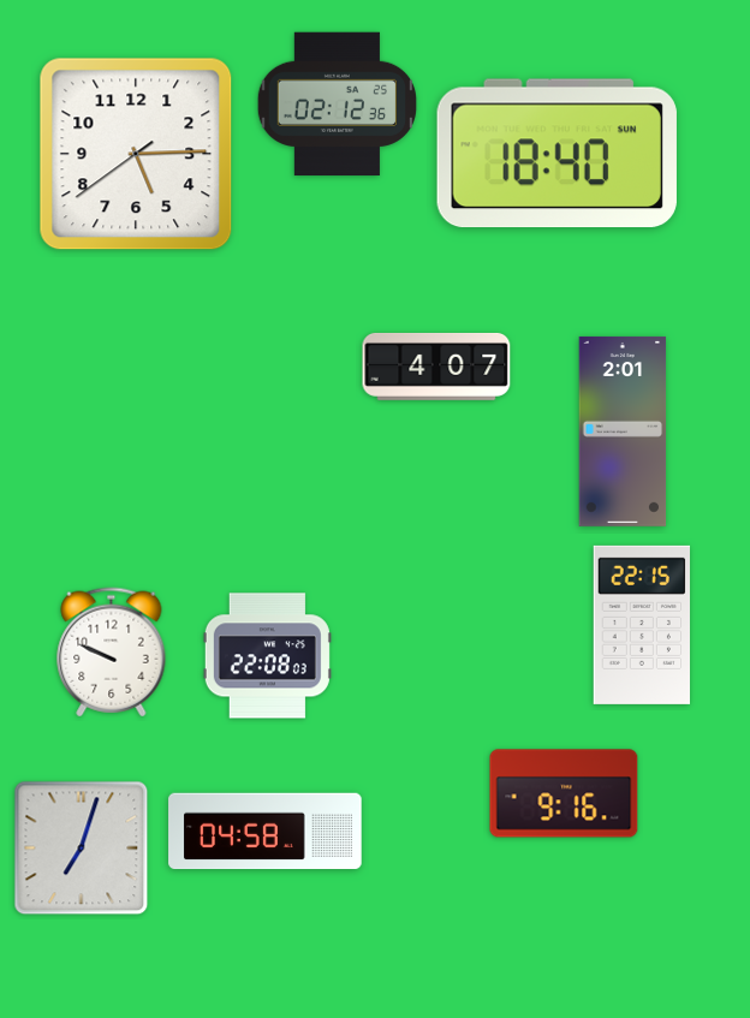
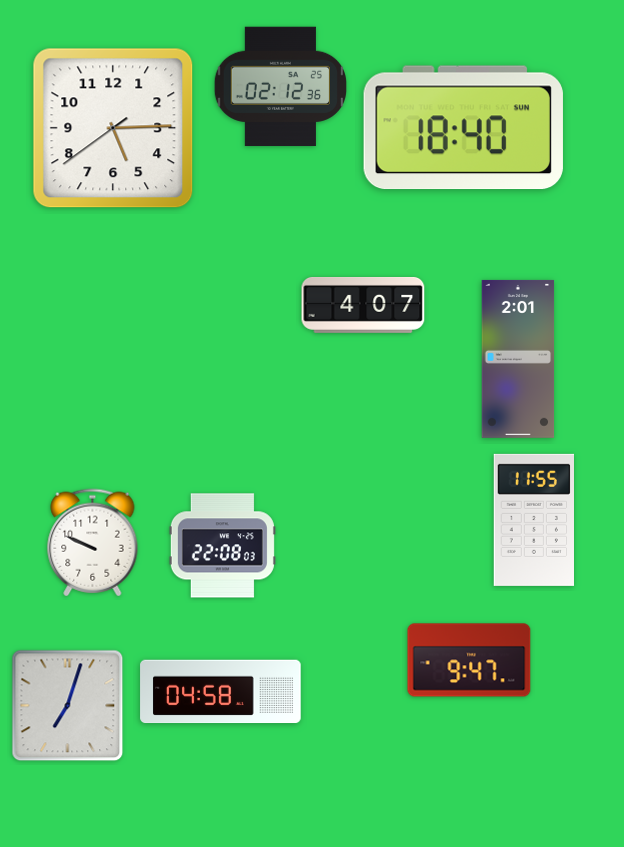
clock at (641, 625): 22:15 -> 11:55
clock at (564, 793): 9:16 -> 9:47
